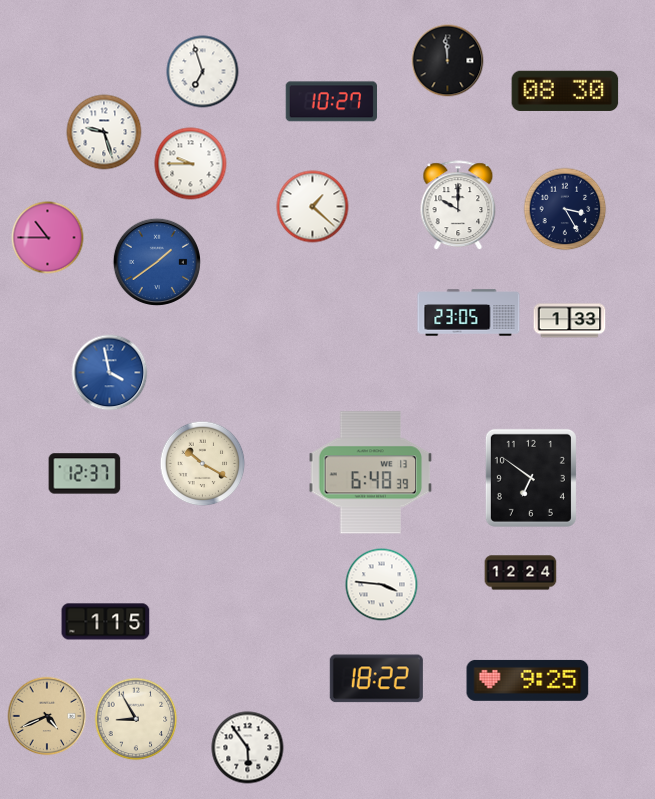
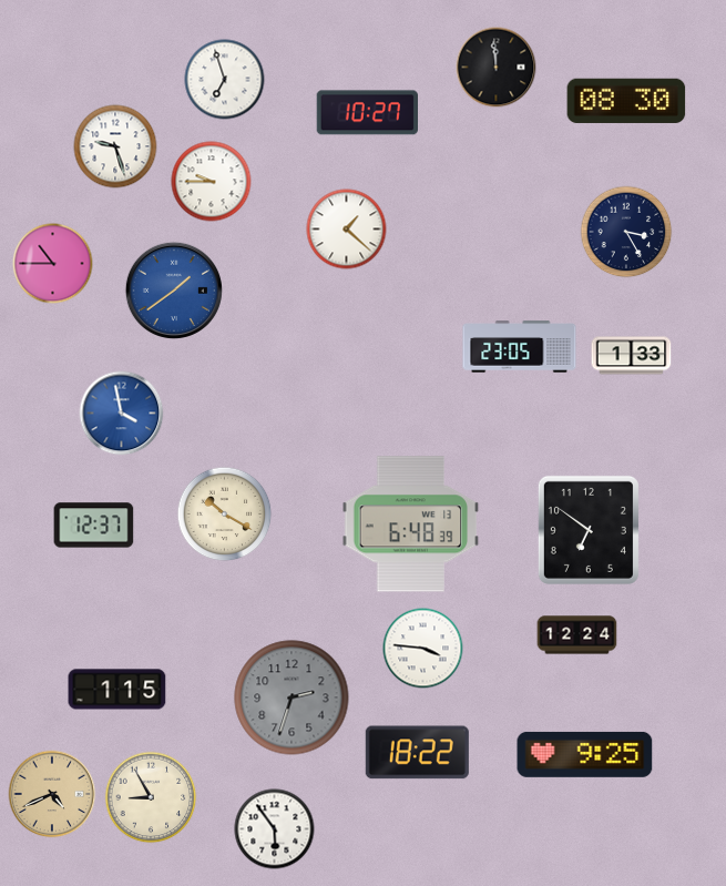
clock at (458, 206): 10:00 -> none
clock at (292, 697): none -> 2:33
